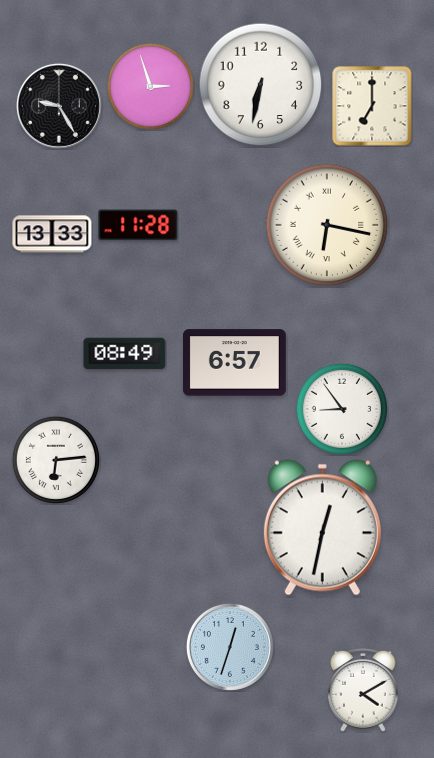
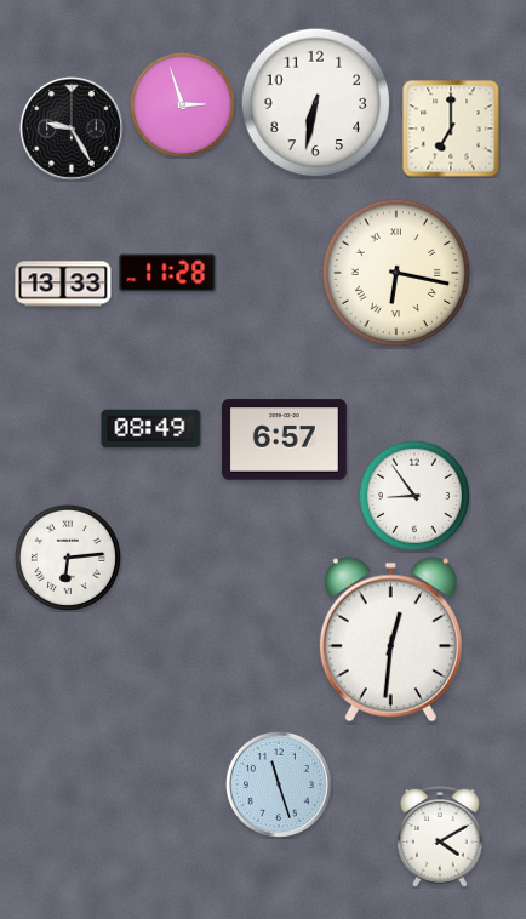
clock at (322, 528): 12:32 -> 12:31
clock at (230, 647): 12:33 -> 11:27
